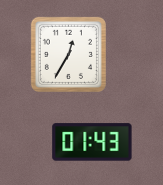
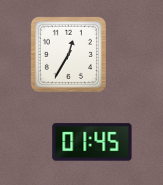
clock at (92, 142): 01:43 -> 01:45
